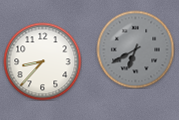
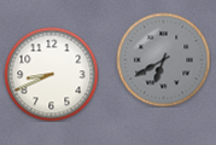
clock at (42, 61): 8:37 -> 8:41
